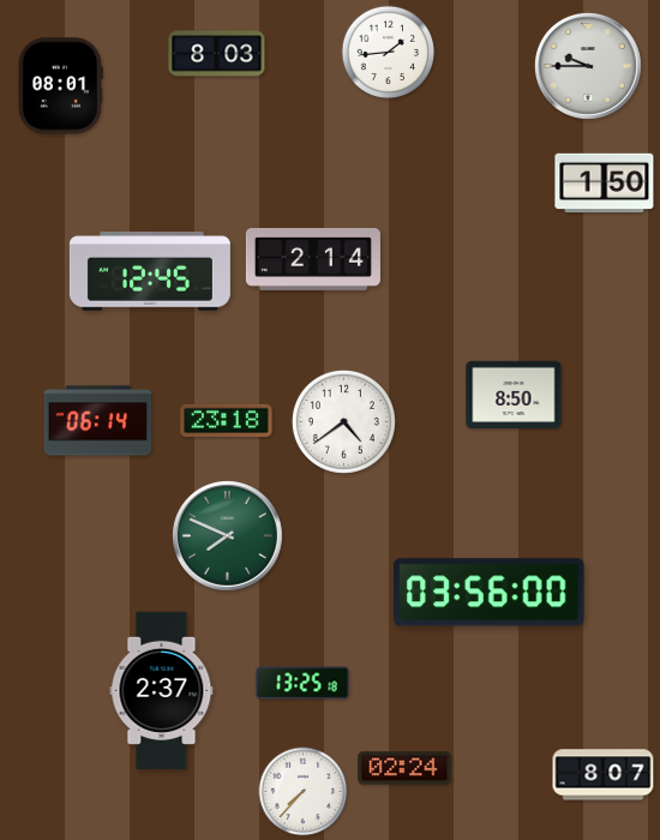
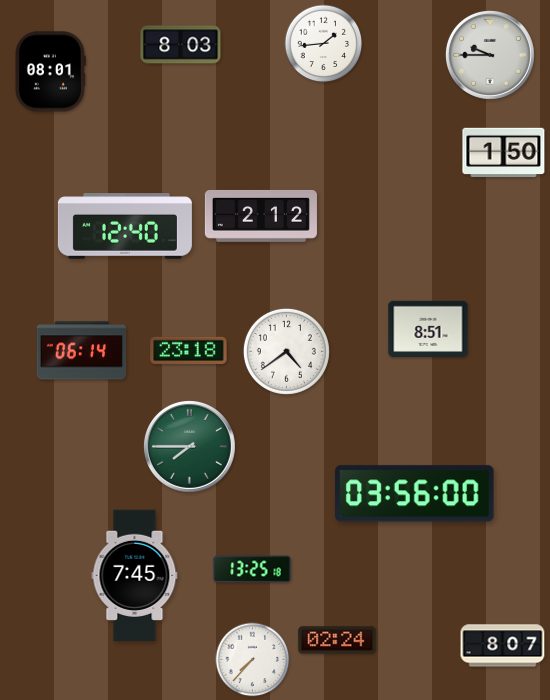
clock at (313, 259): 2:14 -> 2:12
clock at (150, 271): 12:45 -> 12:40
clock at (514, 394): 8:50 -> 8:51
clock at (227, 535): 7:49 -> 7:45
clock at (490, 593) position: (490, 593) -> (415, 494)
clock at (162, 690): 2:37 -> 7:45
